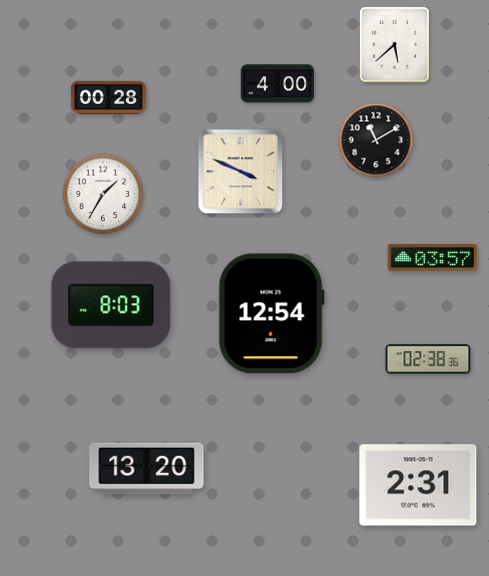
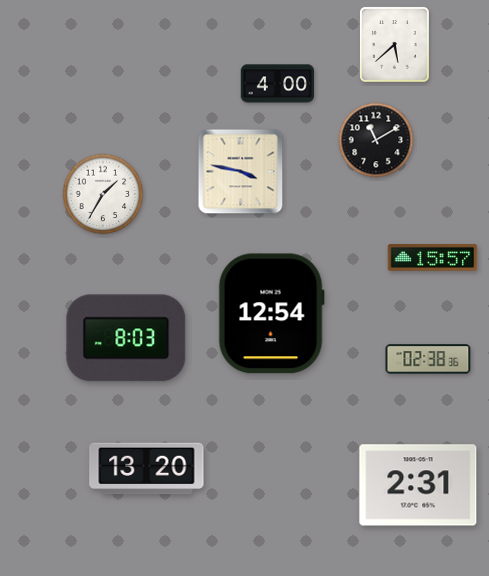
clock at (108, 97): 00:28 -> none
clock at (241, 172): 3:49 -> 3:47
clock at (433, 258): 03:57 -> 15:57
clock at (111, 305) position: (111, 305) -> (126, 338)
